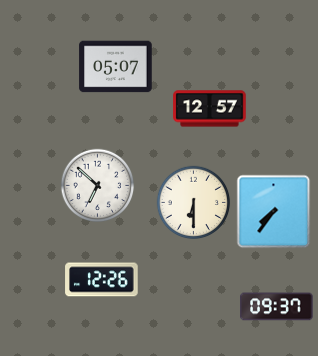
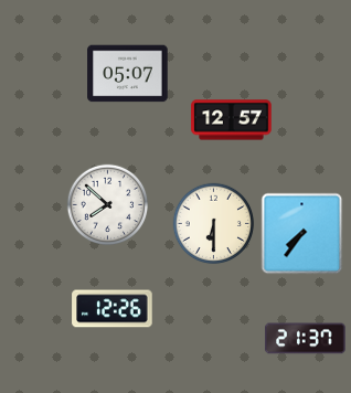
clock at (98, 186): 6:52 -> 7:52
clock at (277, 307): 09:37 -> 21:37
